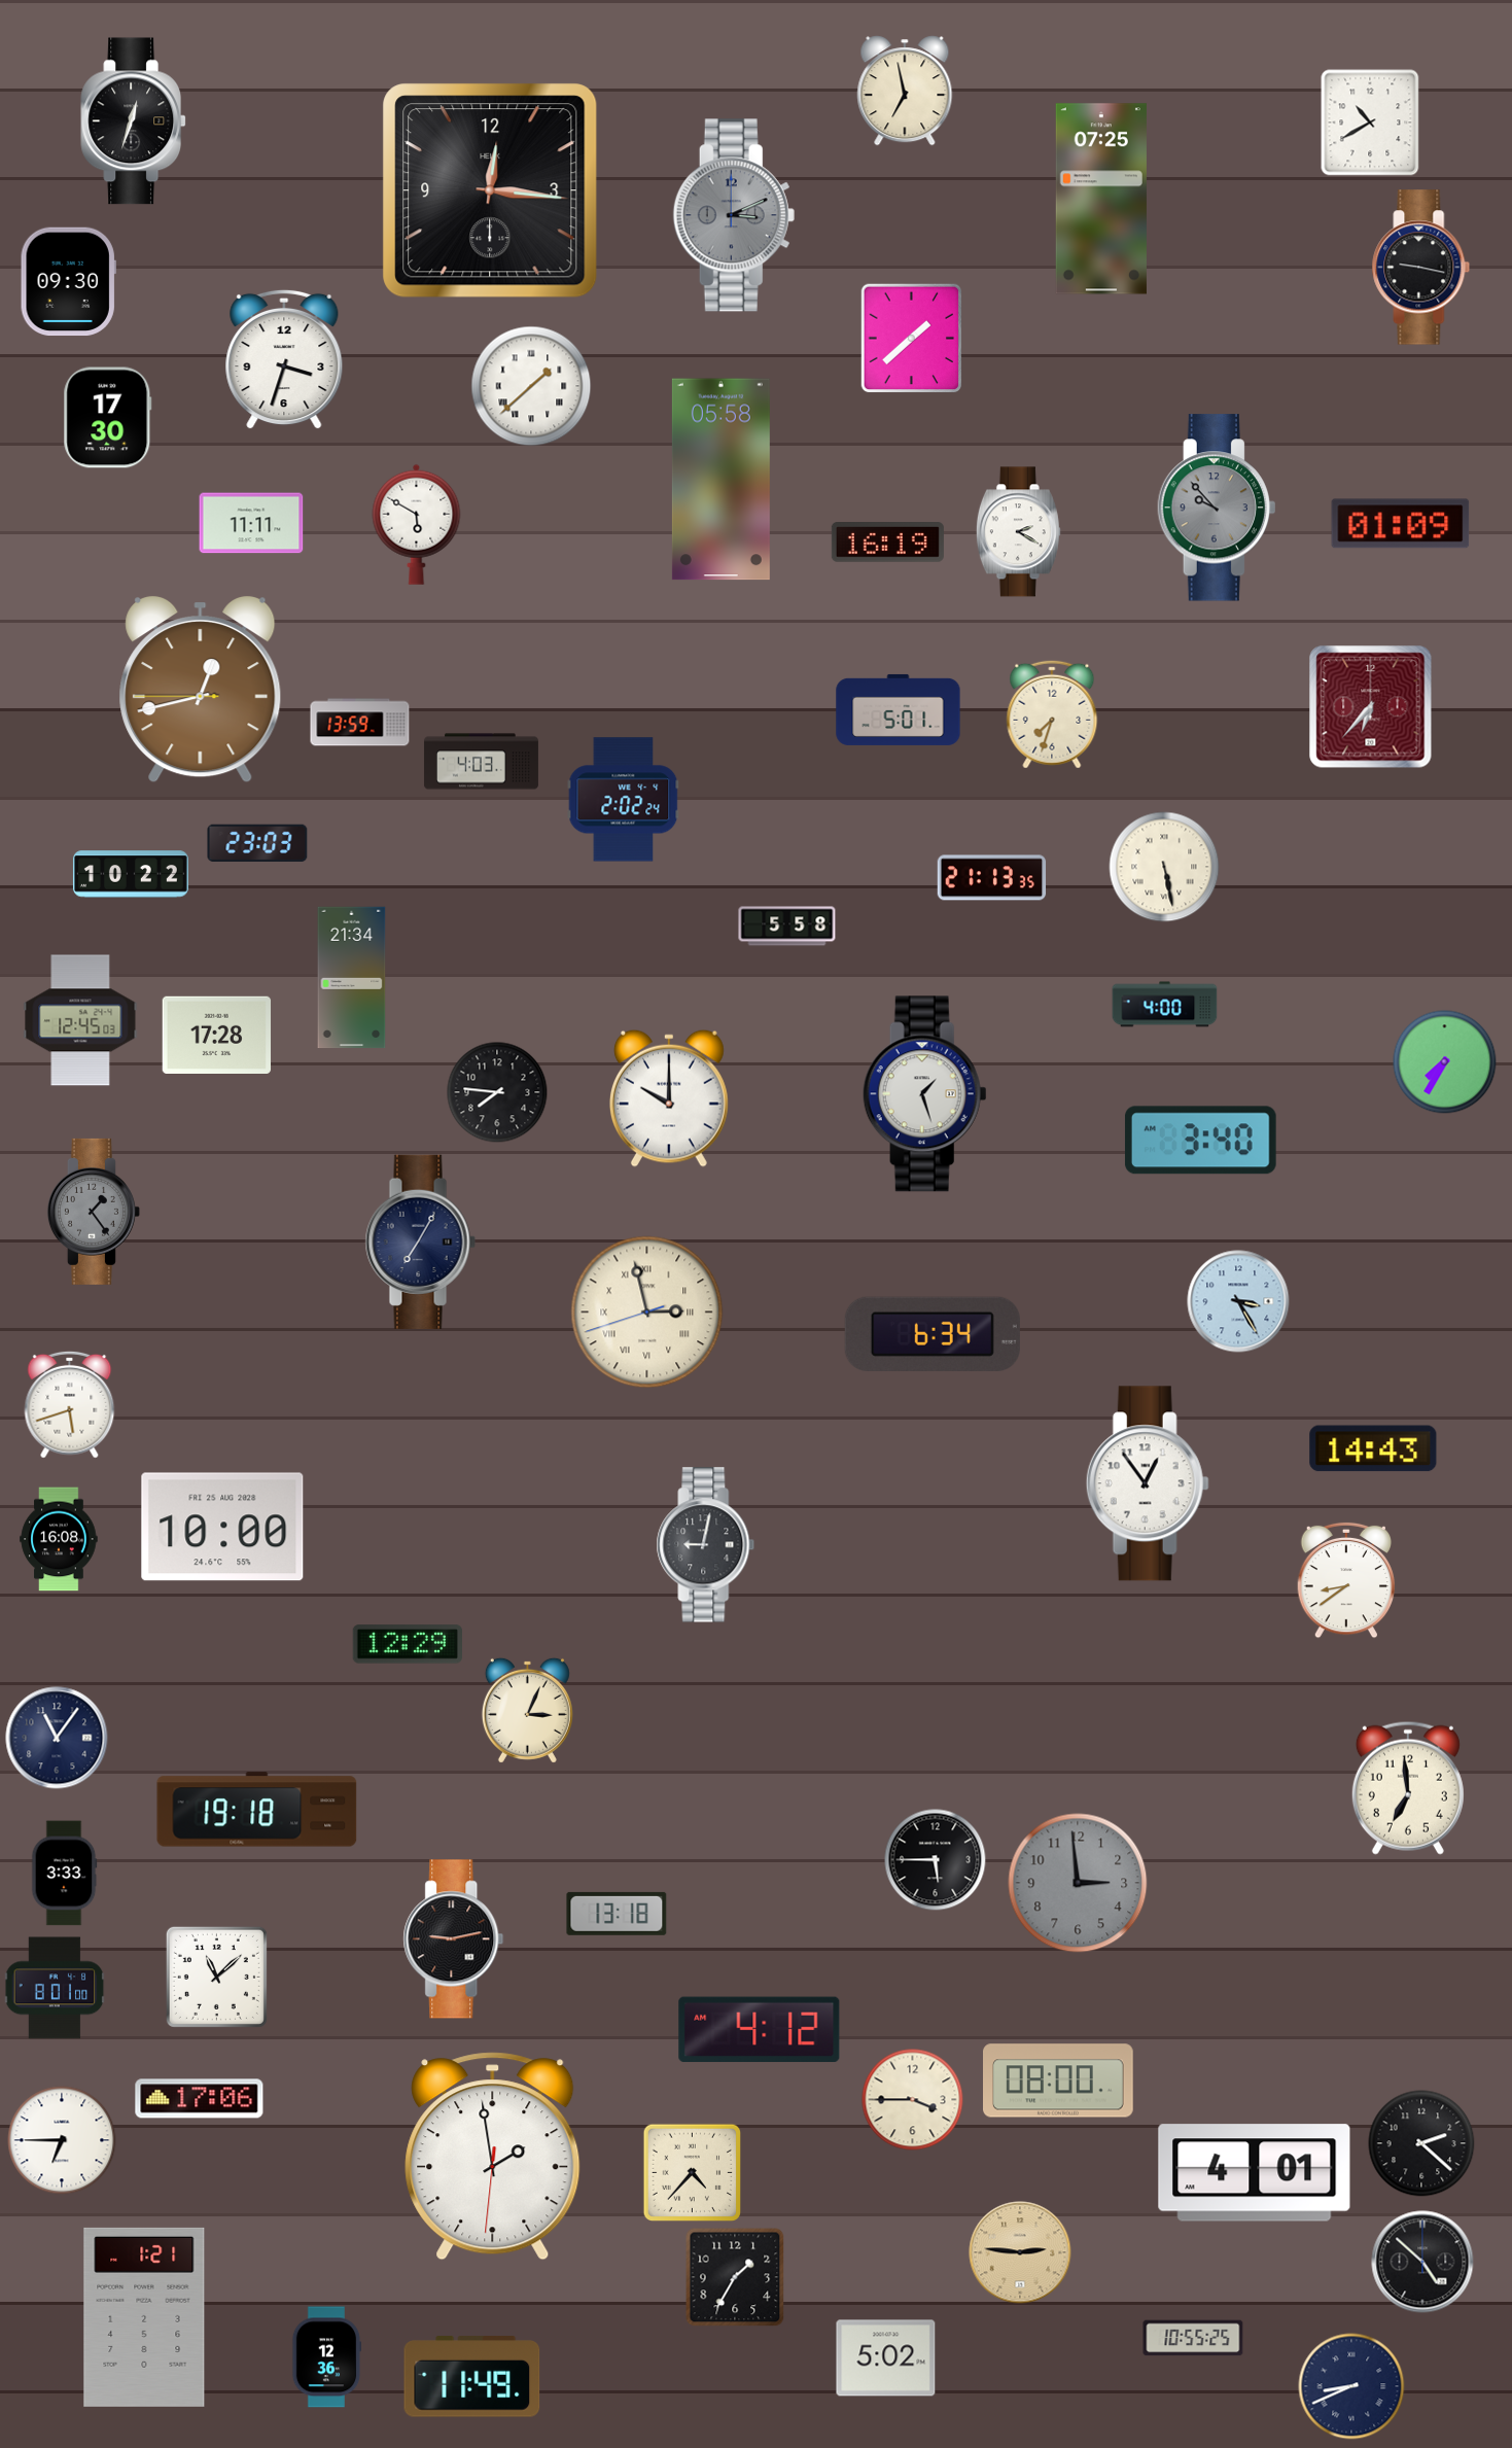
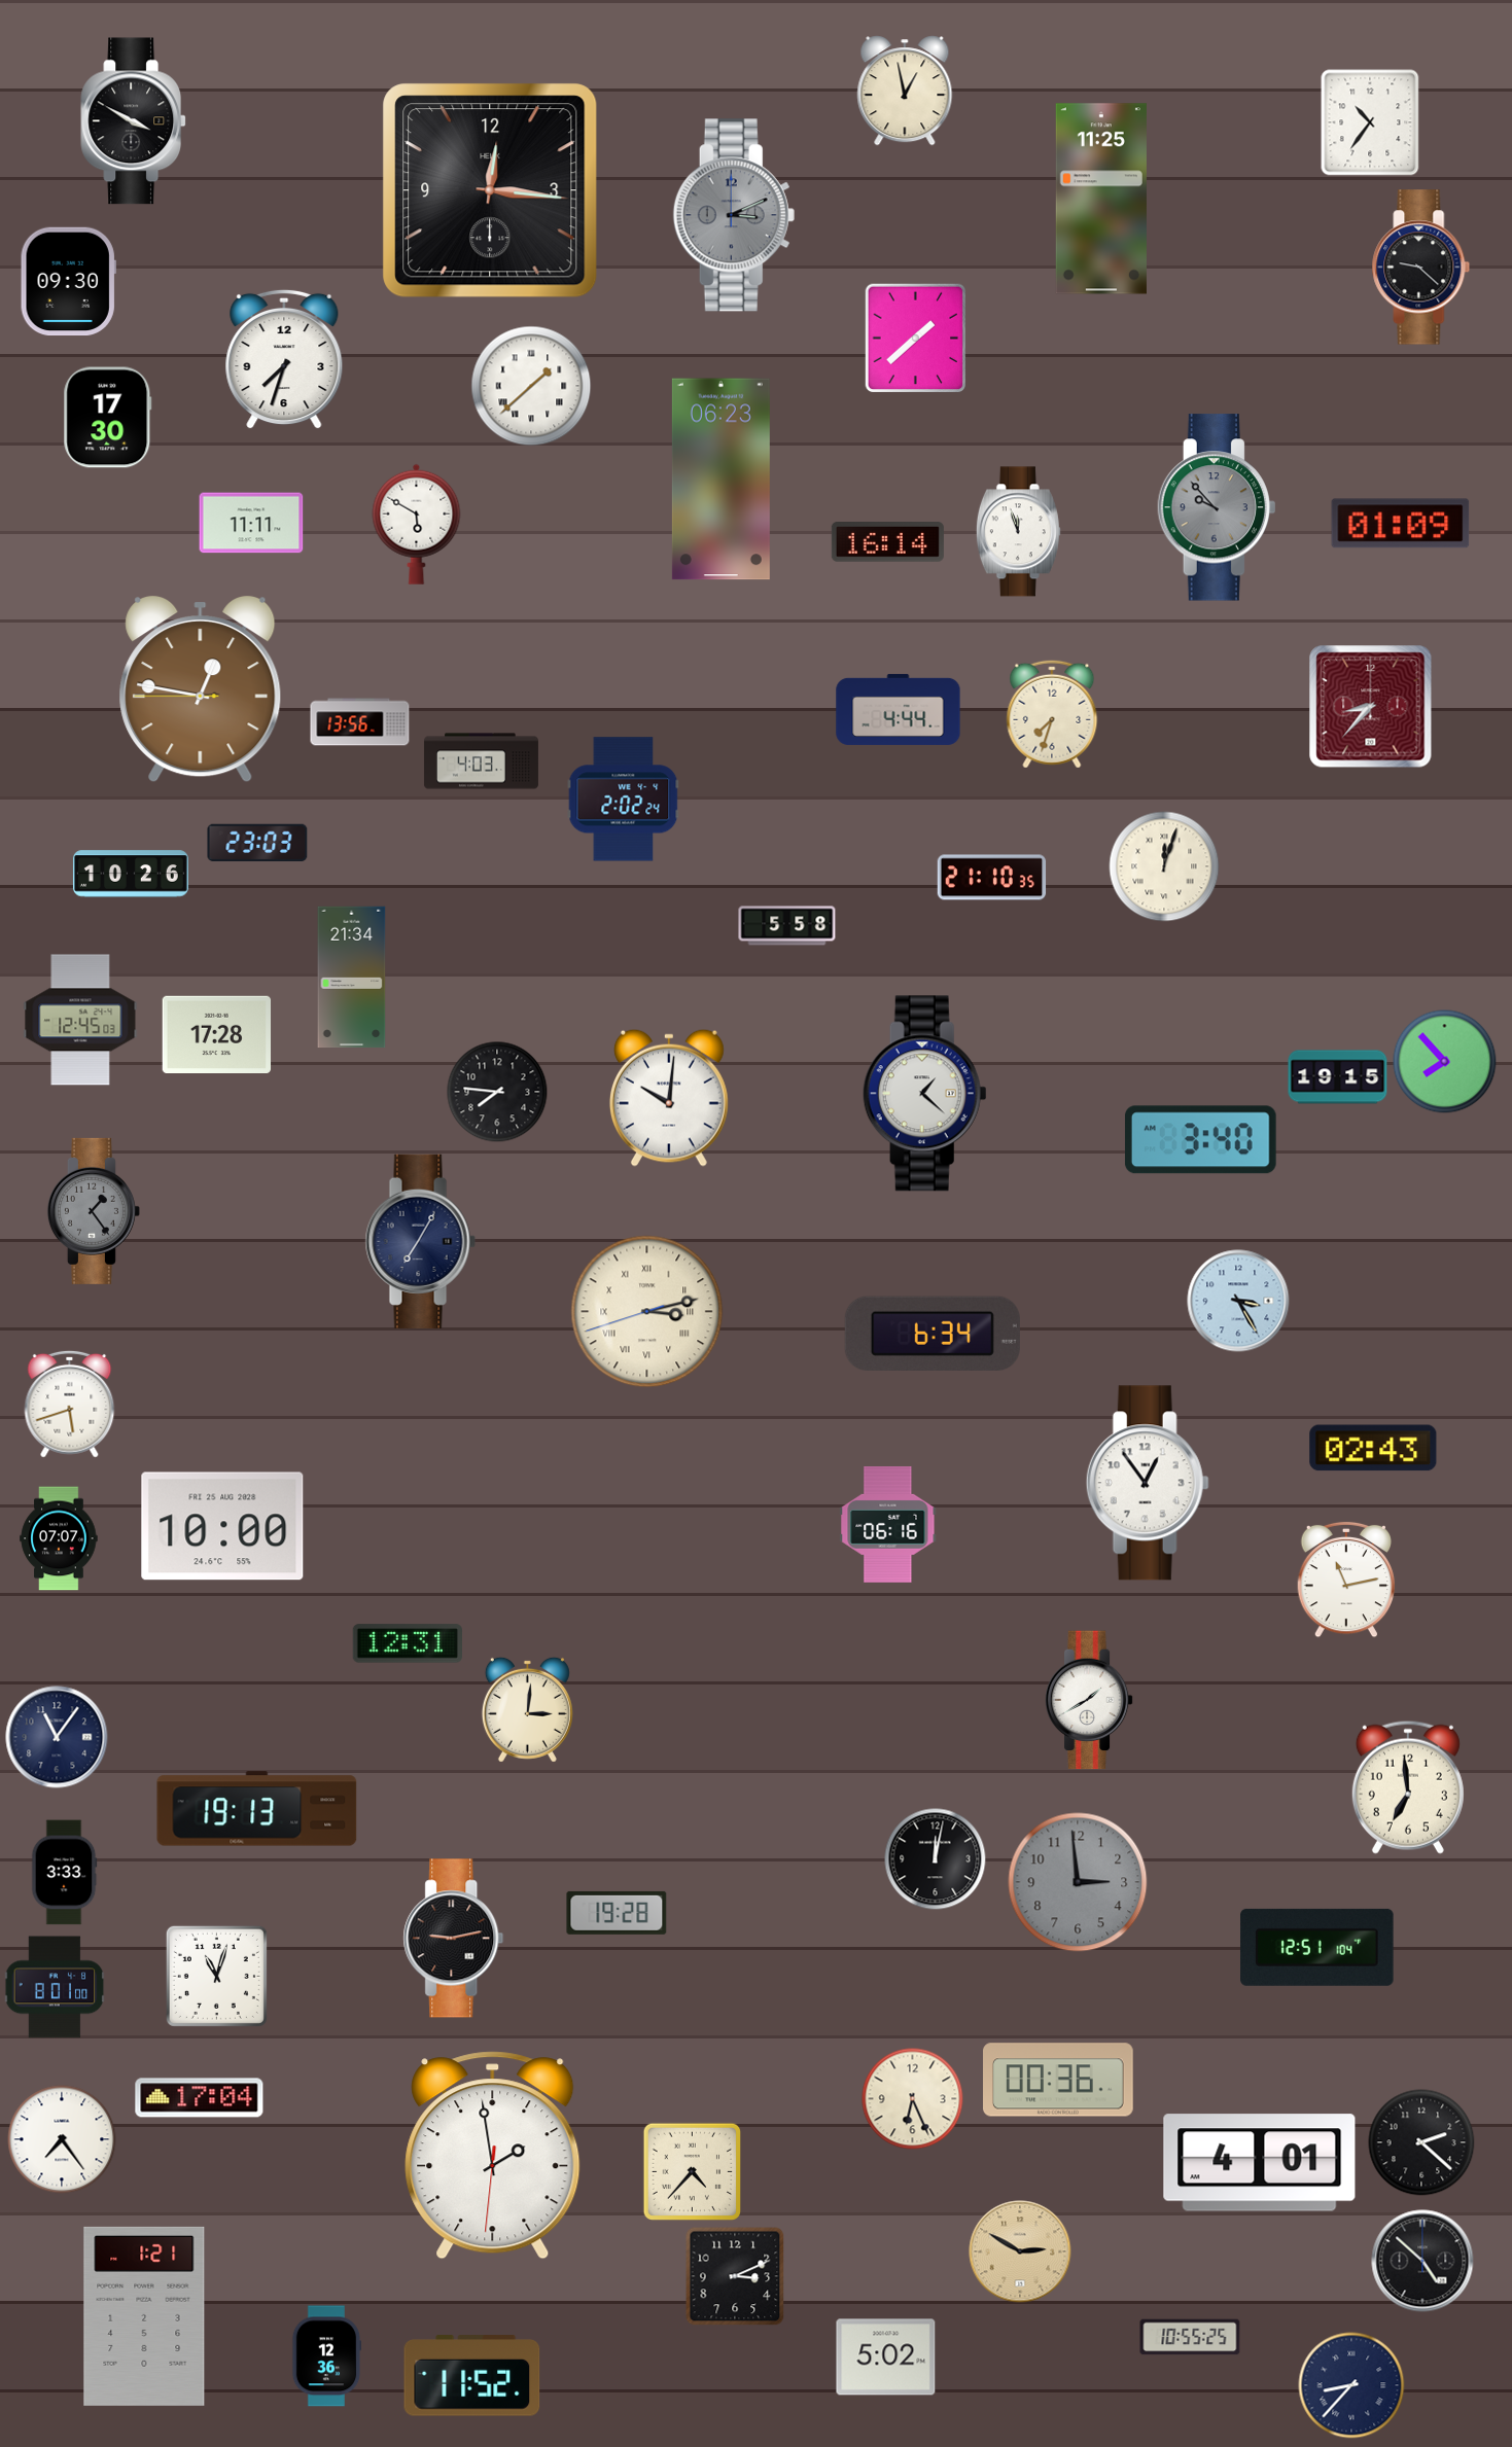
clock at (905, 91): 6:58 -> 12:58
clock at (134, 121): 12:33 -> 3:50
clock at (1370, 123): 10:40 -> 10:36
clock at (1101, 199): 07:25 -> 11:25
clock at (1421, 268): 9:17 -> 9:22
clock at (912, 339) position: (912, 339) -> (916, 339)
clock at (284, 359): 3:33 -> 7:33
clock at (720, 480): 05:58 -> 06:23
clock at (1018, 532): 2:20 -> 11:57
clock at (887, 543): 16:19 -> 16:14
clock at (201, 690): 12:42 -> 12:46
clock at (1371, 707): 6:37 -> 8:37
clock at (899, 709): 5:01 -> 4:44
clock at (360, 723): 13:59 -> 13:56
clock at (1164, 867): 5:28 -> 12:03
clock at (131, 874): 10:22 -> 10:26
clock at (992, 878): 21:13 -> 21:10
clock at (1165, 1005): 4:00 -> none
clock at (1445, 1062): 7:35 -> 7:53
clock at (1338, 1077): none -> 19:15
clock at (924, 1094): 1:27 -> 1:22
clock at (669, 1098): 10:00 -> 10:01
clock at (647, 1313): 2:57 -> 3:12
clock at (1373, 1448): 14:43 -> 02:43
clock at (888, 1524): none -> 06:16
clock at (59, 1539): 16:08 -> 07:07
clock at (706, 1545): 9:02 -> none
clock at (1346, 1580): 8:39 -> 11:13
clock at (407, 1644): 12:29 -> 12:31
clock at (1089, 1700): none -> 1:40
clock at (527, 1710): 3:04 -> 3:01
clock at (257, 1810): 19:18 -> 19:13
clock at (936, 1860): 5:45 -> 12:02
clock at (617, 1914): 13:18 -> 19:28
clock at (1317, 1947): none -> 12:51
clock at (216, 1977): 11:08 -> 11:03
clock at (760, 2030): 4:12 -> none
clock at (1059, 2080): 08:00 -> 00:36
clock at (200, 2099): 17:06 -> 17:04
clock at (913, 2100): 3:45 -> 6:26
clock at (62, 2140): 6:45 -> 7:24
clock at (1255, 2173) position: (1255, 2173) -> (1260, 2163)
clock at (1020, 2252): 2:46 -> 2:50
clock at (735, 2277): 1:35 -> 3:11
clock at (1193, 2338) position: (1193, 2338) -> (1190, 2337)
clock at (472, 2377): 11:49 -> 11:52
clock at (1351, 2386): 8:41 -> 8:37
